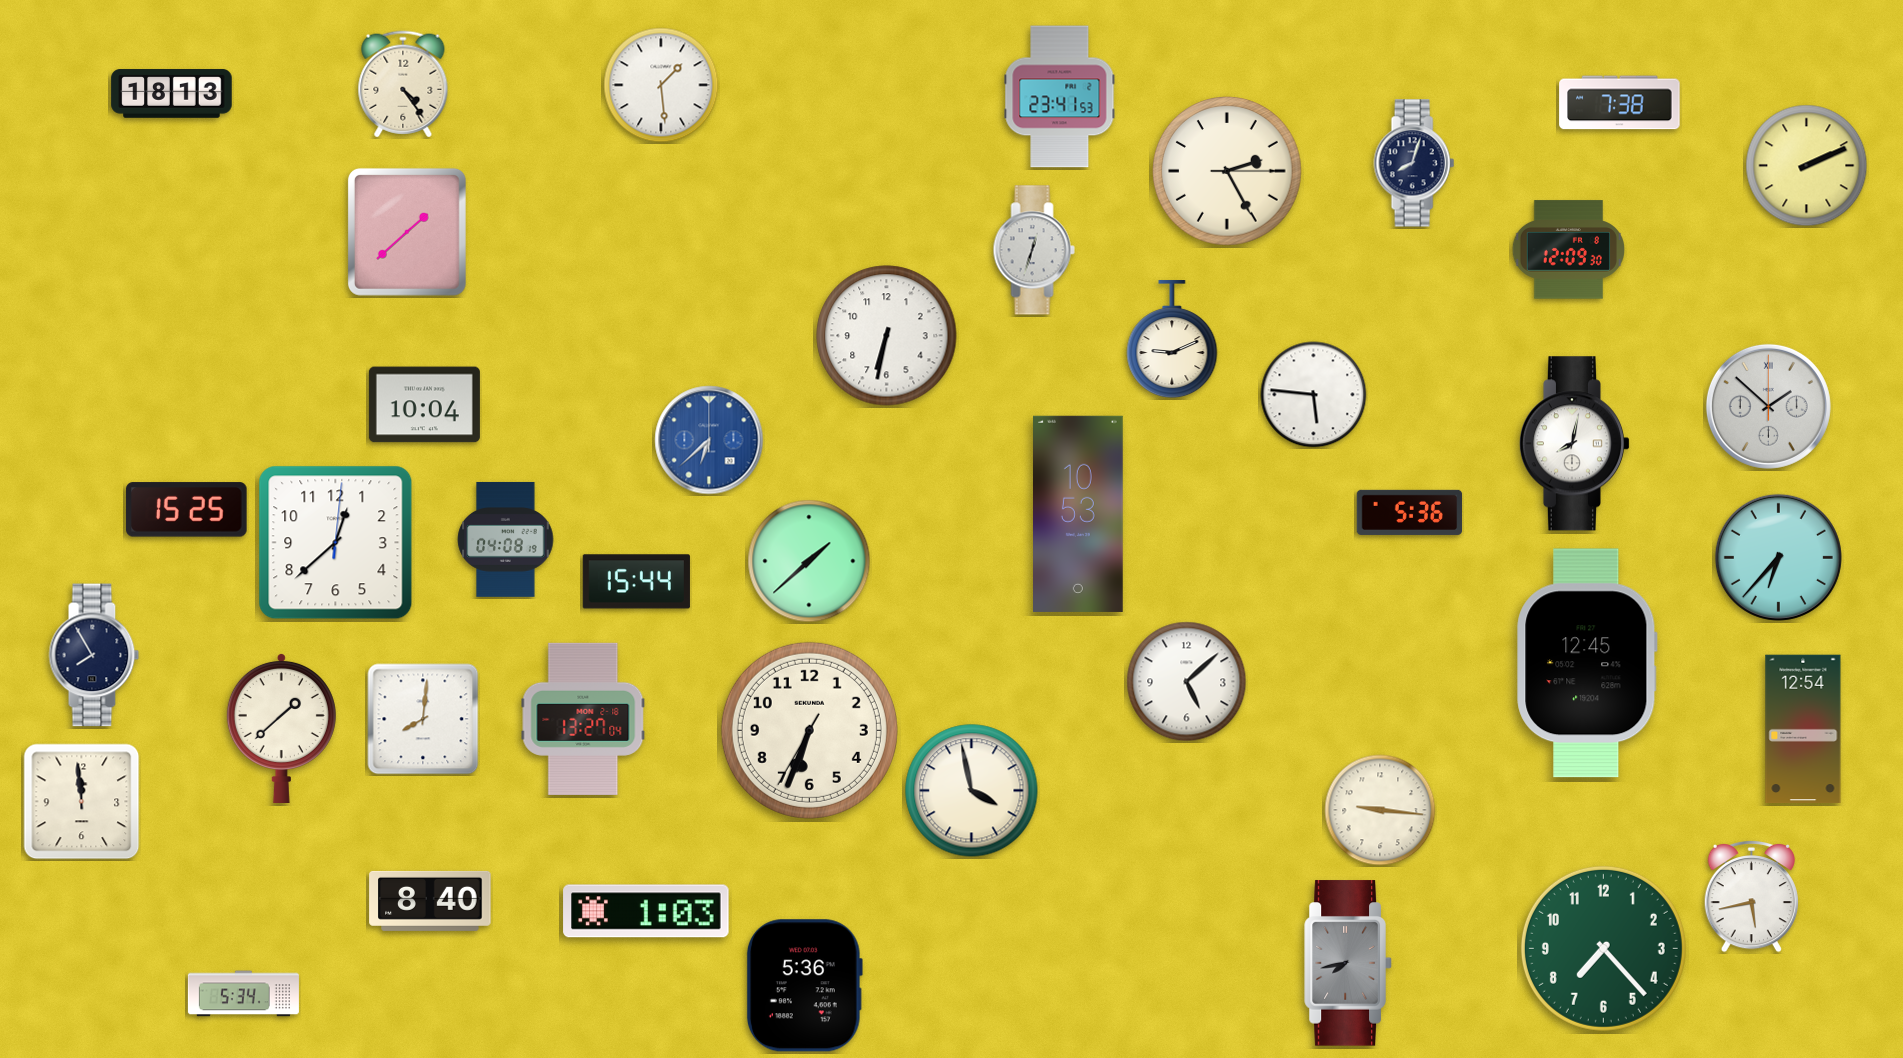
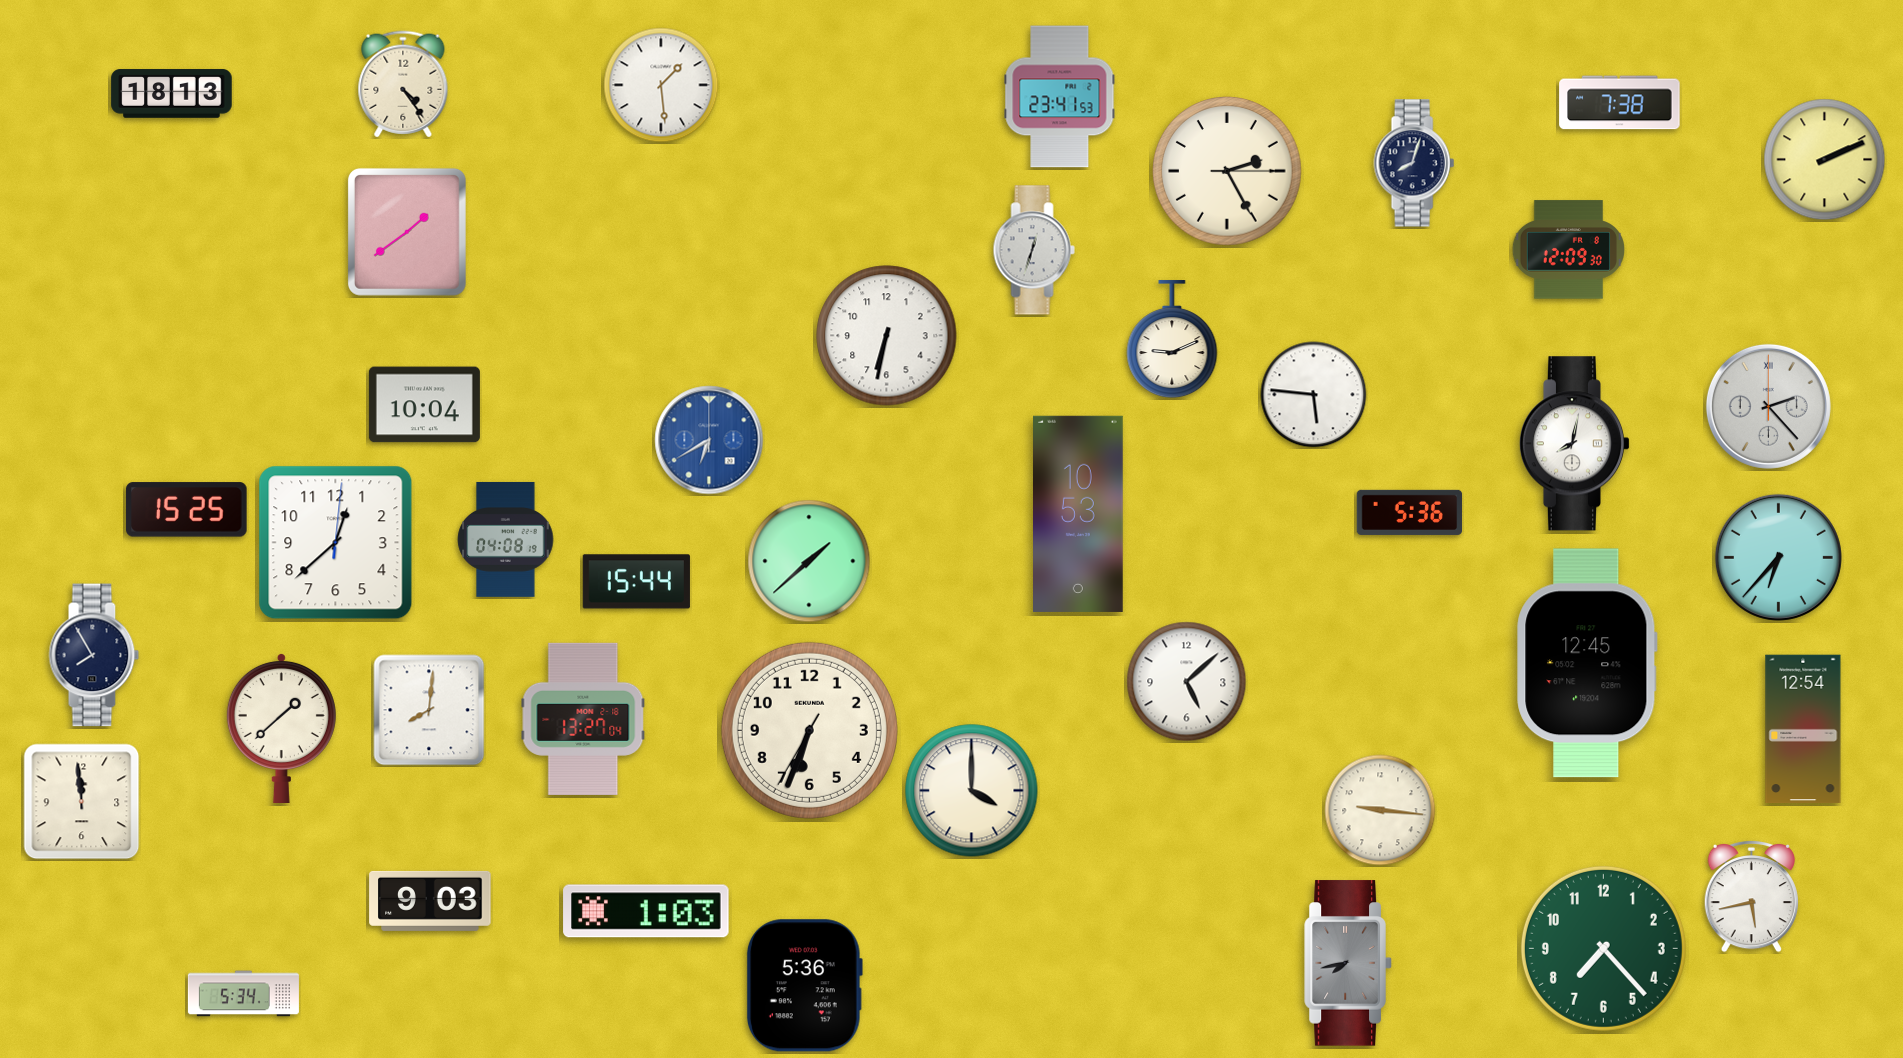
clock at (1807, 166) position: (1807, 166) -> (1825, 160)
clock at (407, 232): 1:38 -> 1:39
clock at (1768, 406): 1:52 -> 2:23
clock at (709, 440): 6:38 -> 6:40
clock at (423, 719) position: (423, 719) -> (429, 710)
clock at (972, 791): 3:58 -> 4:00
clock at (430, 901): 8:40 -> 9:03
